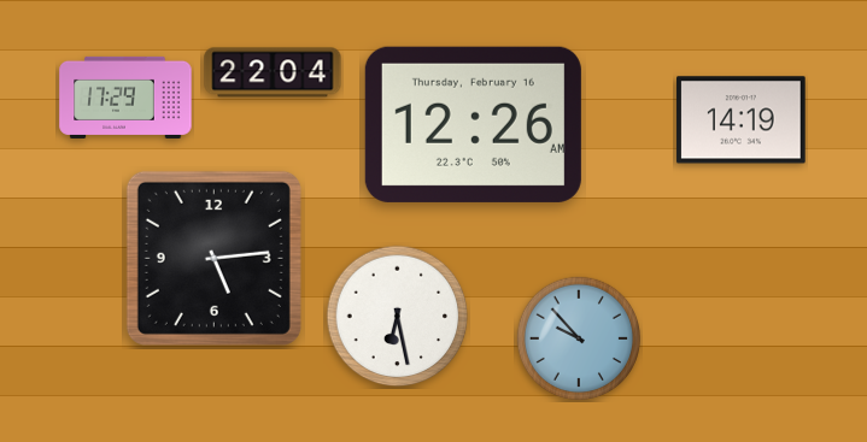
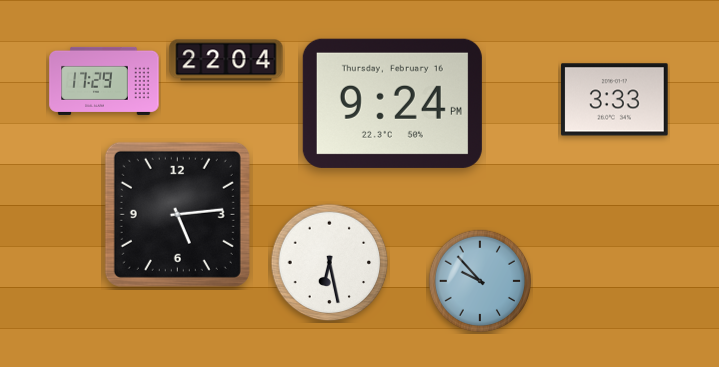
clock at (742, 120): 14:19 -> 3:33
clock at (473, 124): 12:26 -> 9:24
